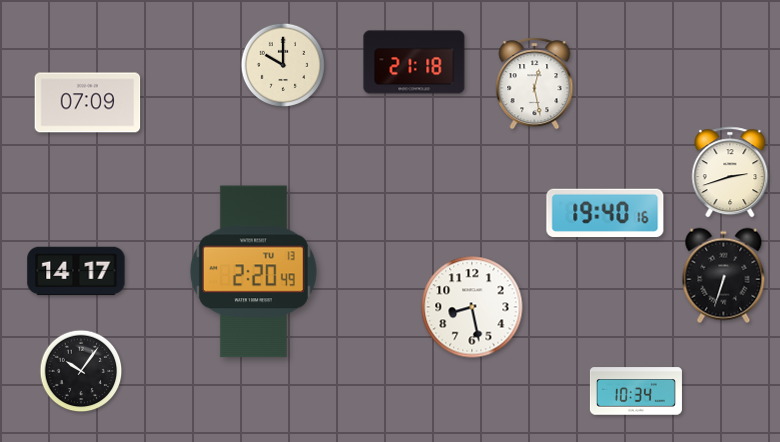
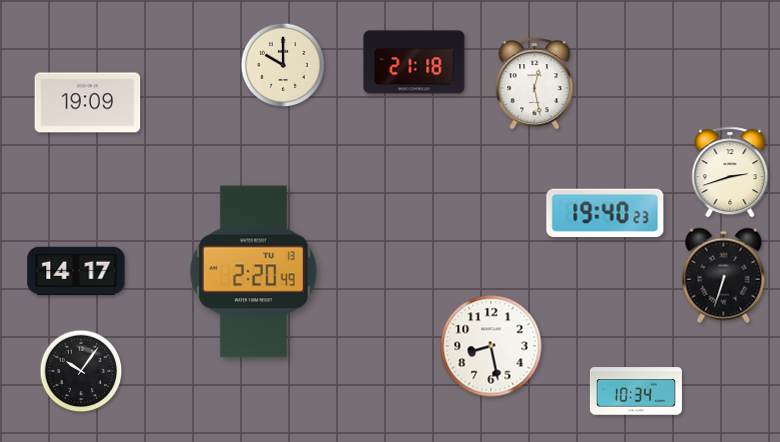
clock at (88, 103): 07:09 -> 19:09
clock at (605, 213): 19:40:16 -> 19:40:23
clock at (472, 307) position: (472, 307) -> (491, 346)
